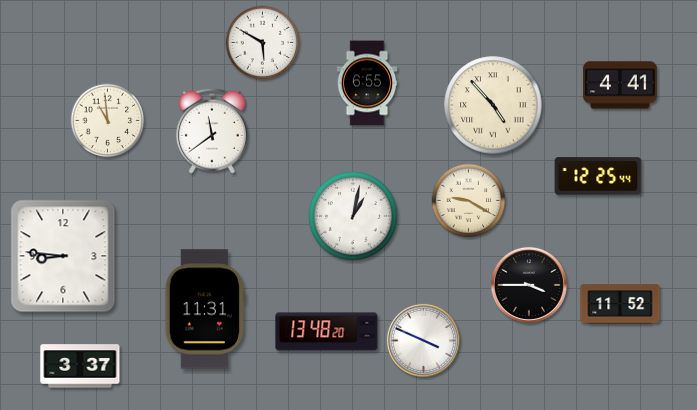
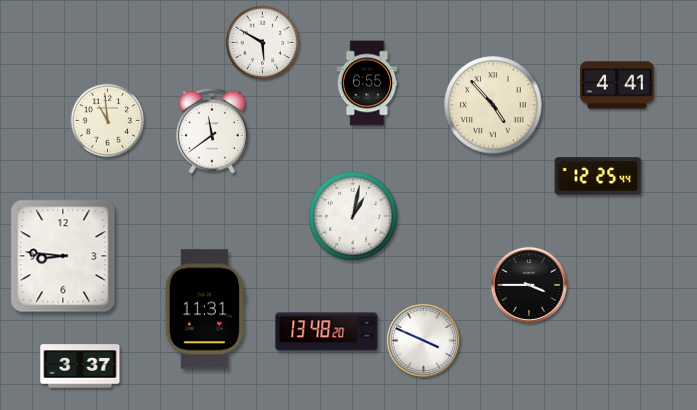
clock at (620, 85) position: (620, 85) -> (617, 85)
clock at (469, 201): 9:20 -> none
clock at (620, 304): 11:52 -> none
